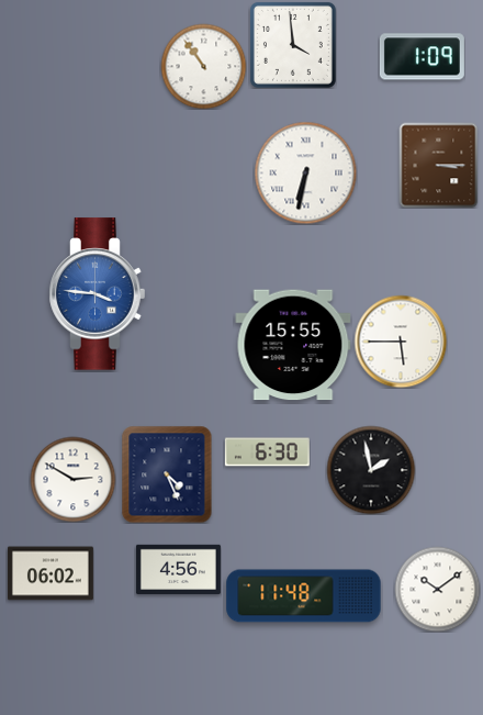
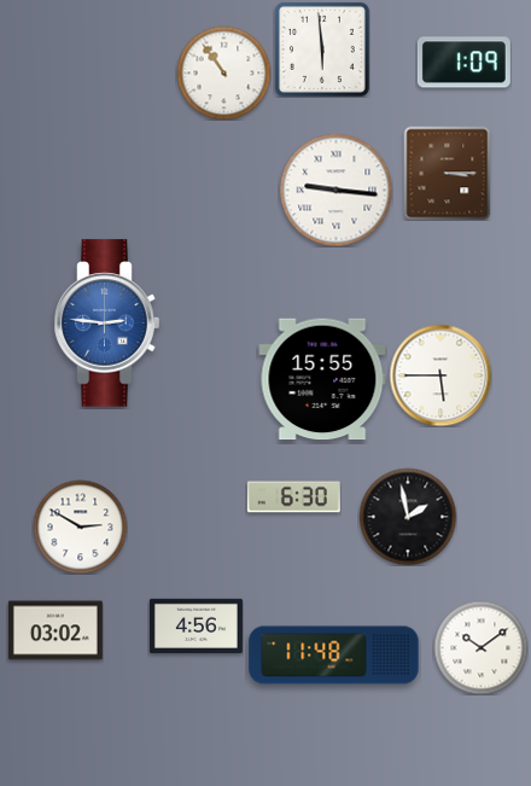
clock at (293, 45): 3:59 -> 5:59
clock at (439, 165) position: (439, 165) -> (448, 173)
clock at (305, 172): 6:32 -> 9:16
clock at (98, 294): 3:46 -> 2:46
clock at (167, 474): 4:26 -> none
clock at (50, 573): 06:02 -> 03:02
